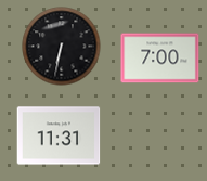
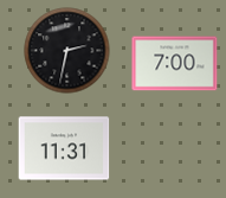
clock at (62, 47): 6:32 -> 2:32
